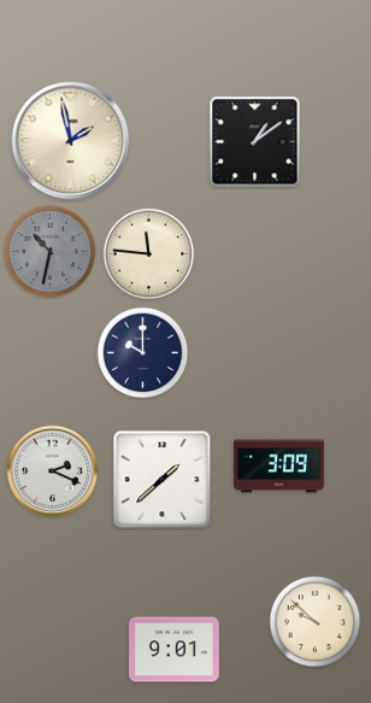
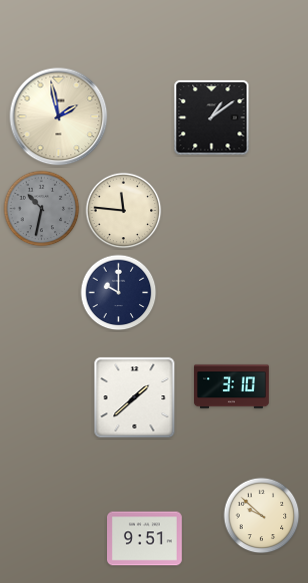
clock at (279, 467): 3:09 -> 3:10
clock at (52, 470): 2:19 -> none
clock at (175, 650): 9:01 -> 9:51
